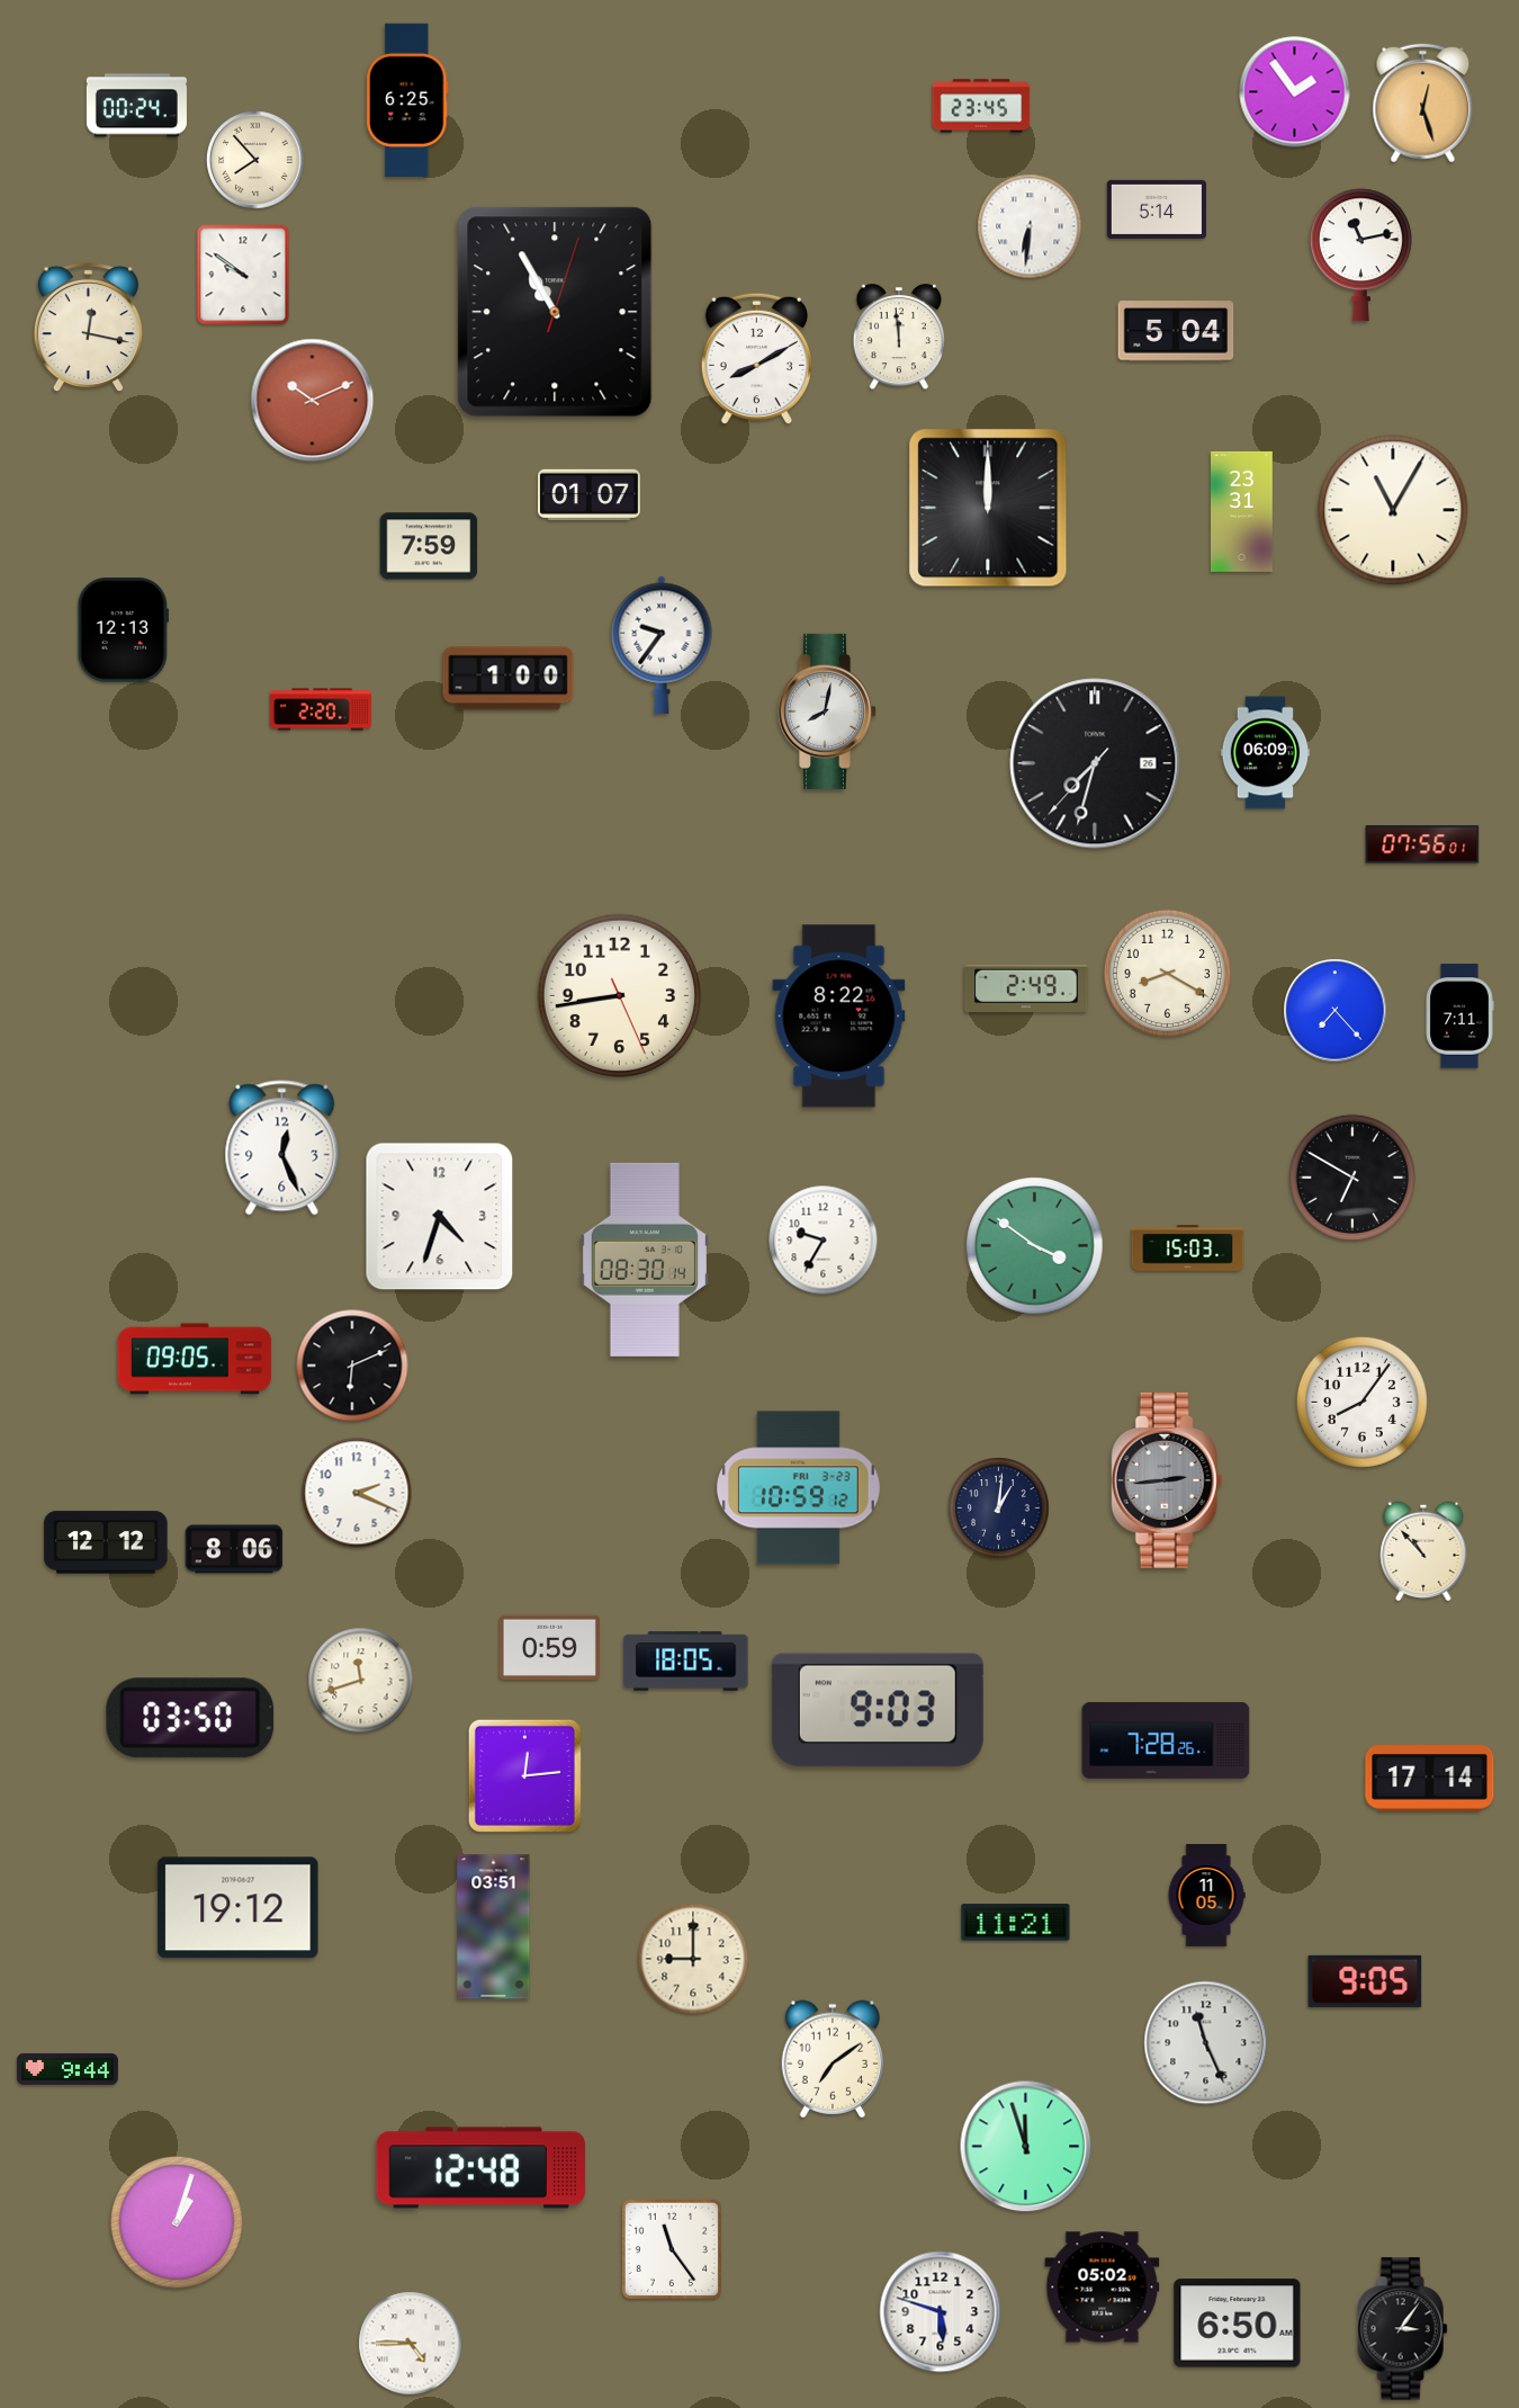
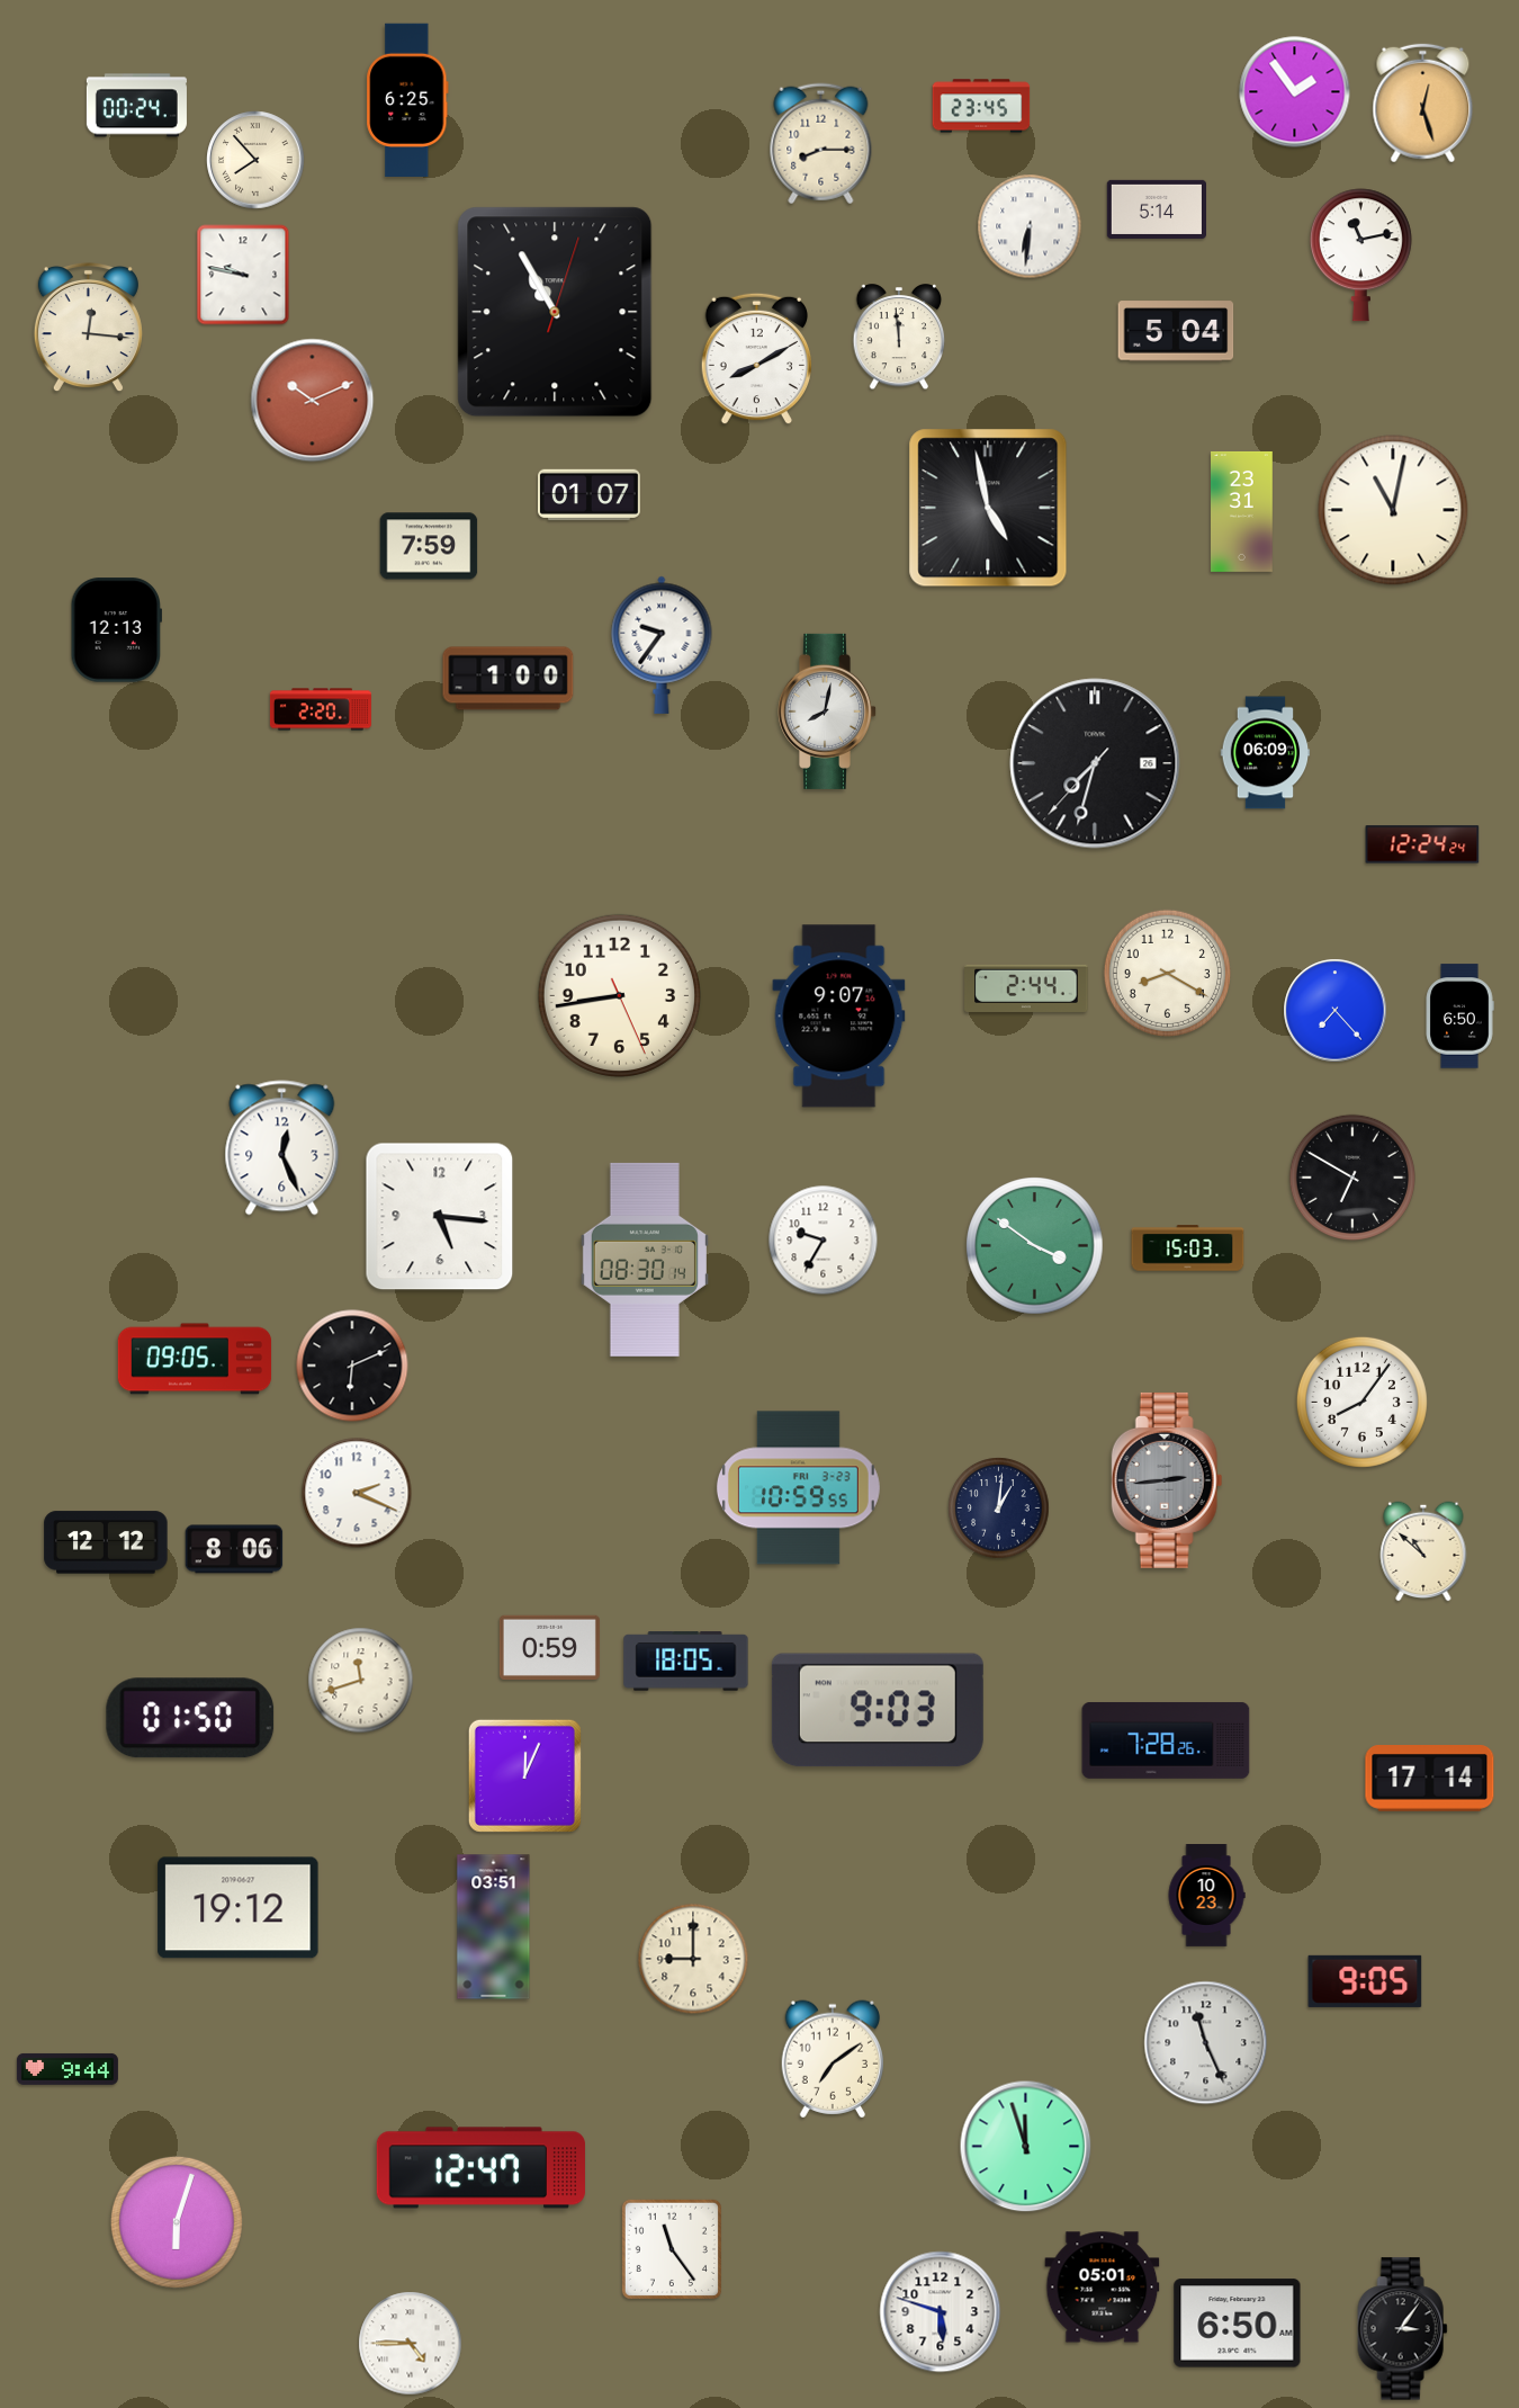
clock at (821, 144): none -> 8:15
clock at (243, 275): 9:51 -> 9:47
clock at (88, 328): 12:17 -> 12:16
clock at (988, 508): 12:00 -> 4:58
clock at (1393, 510): 11:05 -> 11:02
clock at (123, 630) position: (123, 630) -> (116, 630)
clock at (1422, 844): 07:56 -> 12:24
clock at (1026, 988): 2:49 -> 2:44
clock at (839, 1017): 8:22 -> 9:07
clock at (1459, 1017): 7:11 -> 6:50
clock at (440, 1217): 4:33 -> 5:16
clock at (798, 1488): 10:59:12 -> 10:59:55
clock at (1423, 1551): 10:53 -> 10:52
clock at (190, 1718): 03:50 -> 01:50
clock at (524, 1775): 12:14 -> 12:04
clock at (1206, 1896): 11:05 -> 10:23
clock at (1016, 1923): 11:21 -> none
clock at (480, 2168): 12:48 -> 12:47
clock at (177, 2222): 1:03 -> 6:03
clock at (1103, 2288): 05:02 -> 05:01
